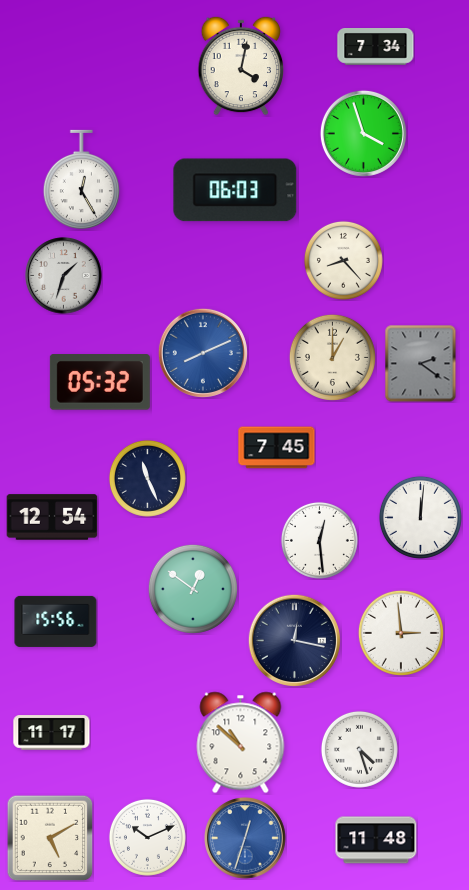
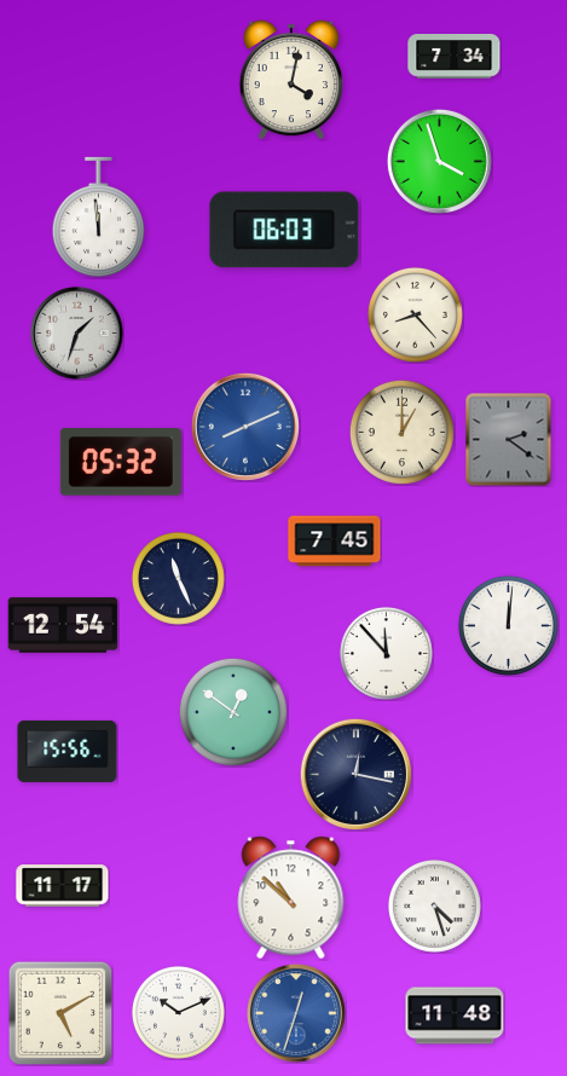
clock at (81, 180): 12:25 -> 11:59
clock at (319, 540): 12:29 -> 11:53
clock at (401, 633): 2:59 -> none
